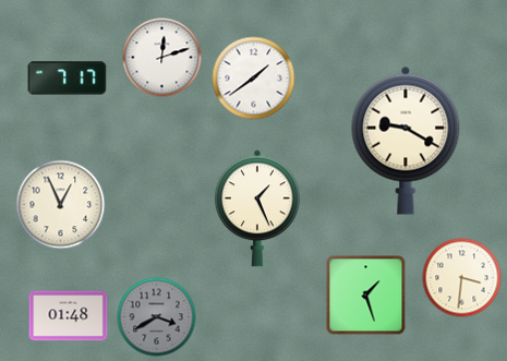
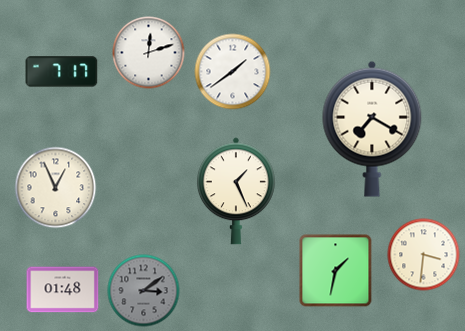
clock at (406, 141): 9:20 -> 7:20
clock at (366, 296): 1:27 -> 1:32
clock at (157, 317): 3:40 -> 3:09
